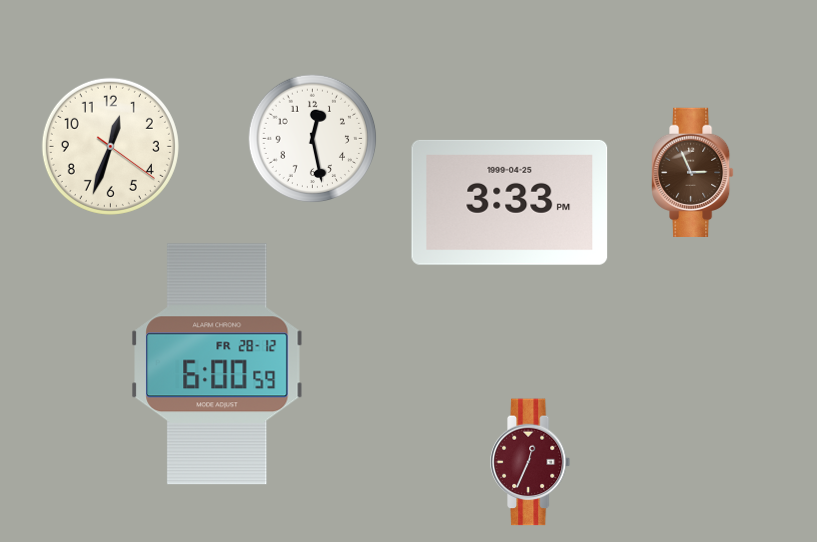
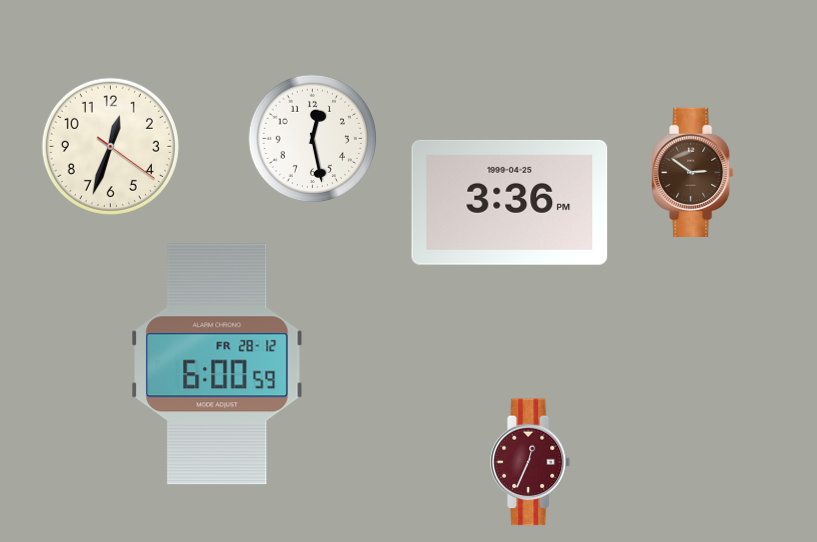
clock at (693, 172): 2:56 -> 2:51
clock at (510, 202): 3:33 -> 3:36
